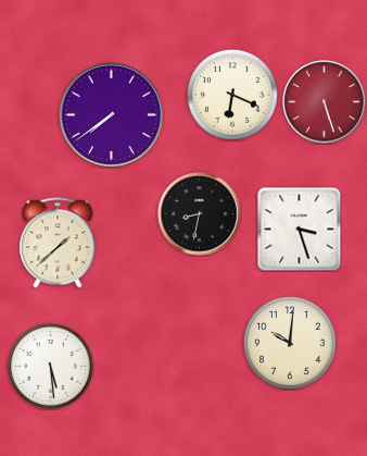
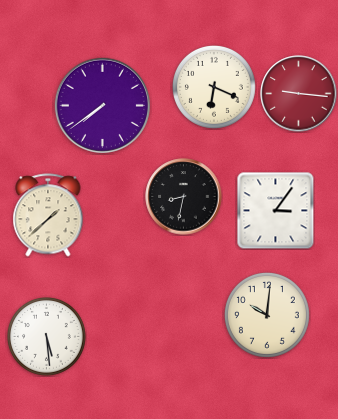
clock at (325, 102): 5:27 -> 9:16
clock at (299, 229): 3:27 -> 3:06
clock at (58, 243) position: (58, 243) -> (48, 215)
